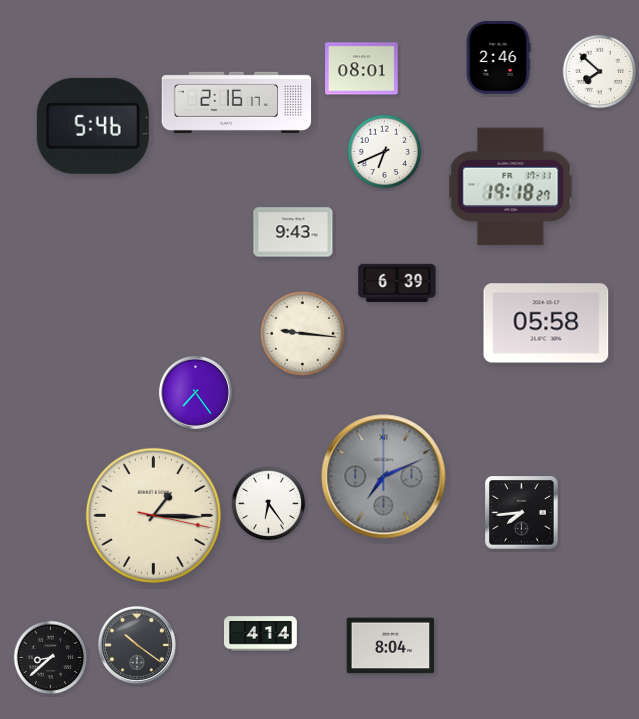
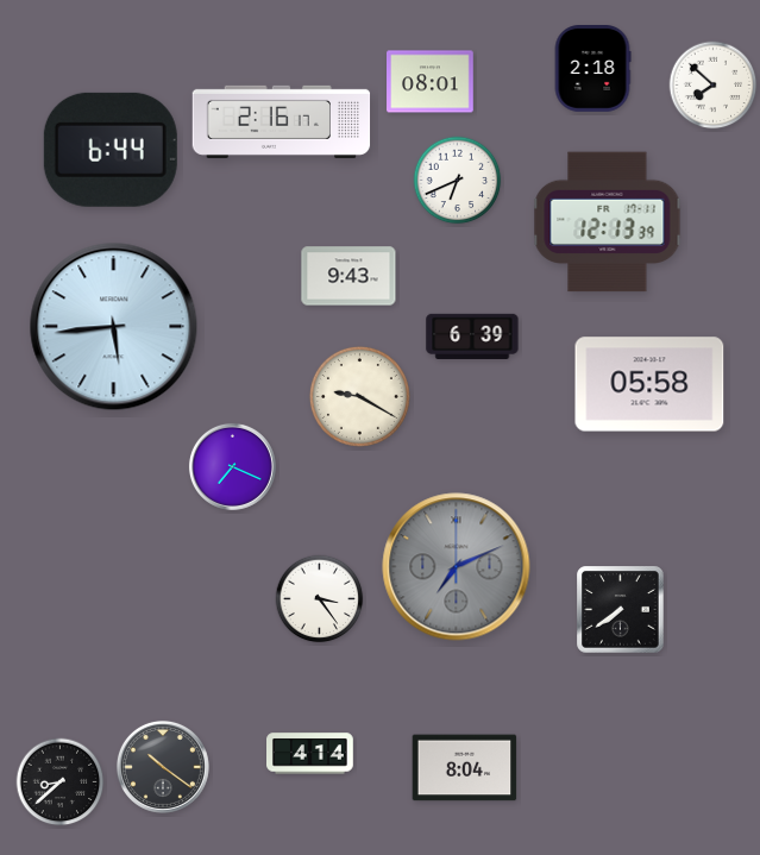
clock at (498, 58): 2:46 -> 2:18
clock at (93, 126): 5:46 -> 6:44
clock at (511, 187): 19:18 -> 12:13
clock at (114, 327): none -> 5:44
clock at (302, 333): 9:16 -> 9:20
clock at (195, 392): 7:24 -> 7:19
clock at (269, 504): 6:24 -> 3:24
clock at (522, 513): 7:44 -> 7:39
clock at (153, 515): 1:15 -> none
